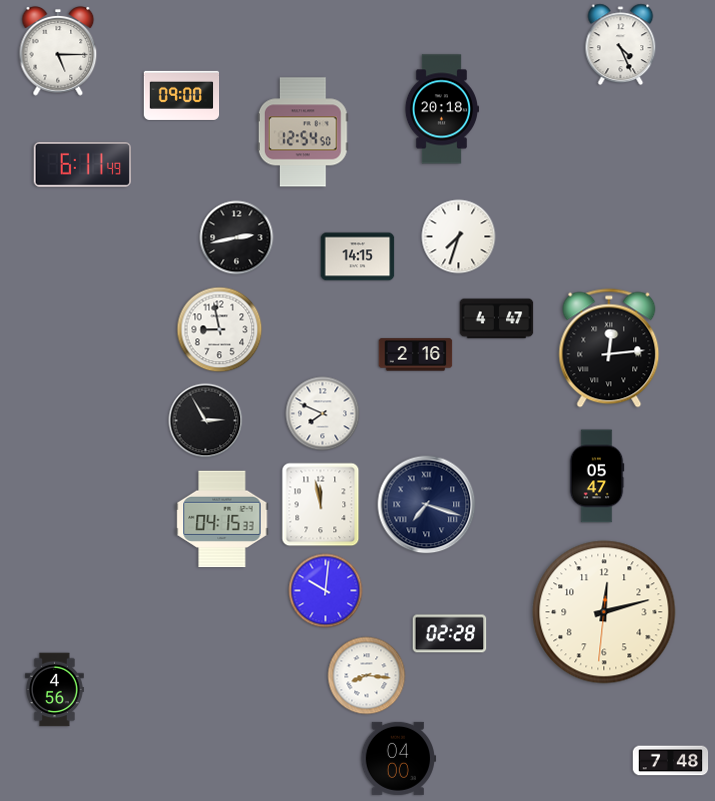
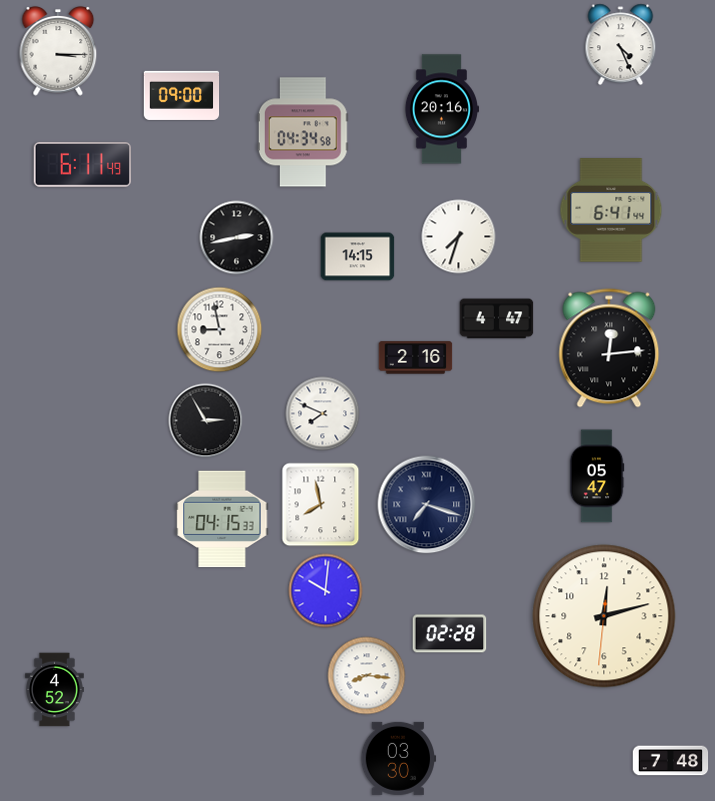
clock at (58, 51): 5:15 -> 3:15
clock at (441, 109): 20:18 -> 20:16
clock at (303, 132): 12:54 -> 04:34
clock at (611, 210): none -> 6:41
clock at (416, 355) position: (416, 355) -> (416, 358)
clock at (321, 505): 11:58 -> 7:58
clock at (604, 612) position: (604, 612) -> (604, 616)
clock at (55, 690): 4:56 -> 4:52
clock at (399, 758): 04:00 -> 03:30
